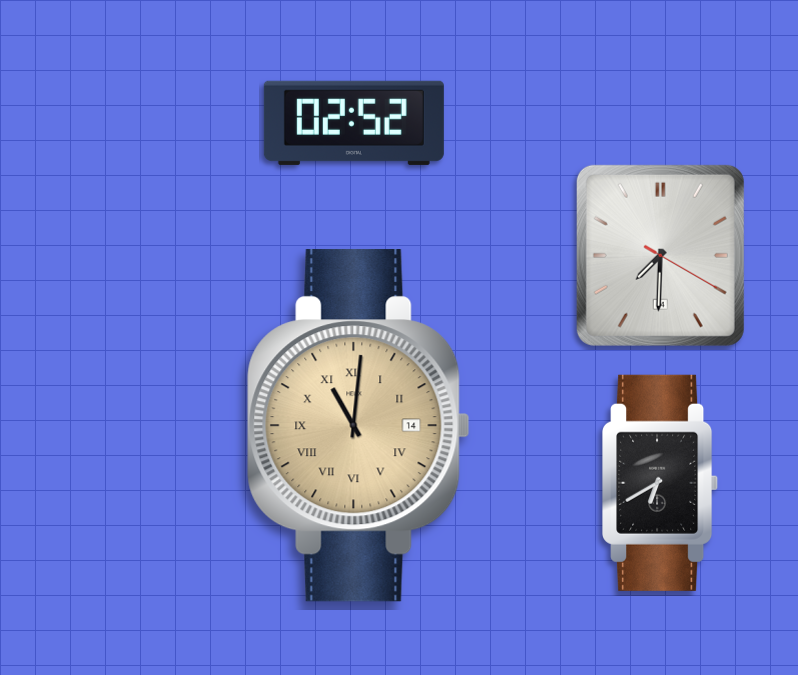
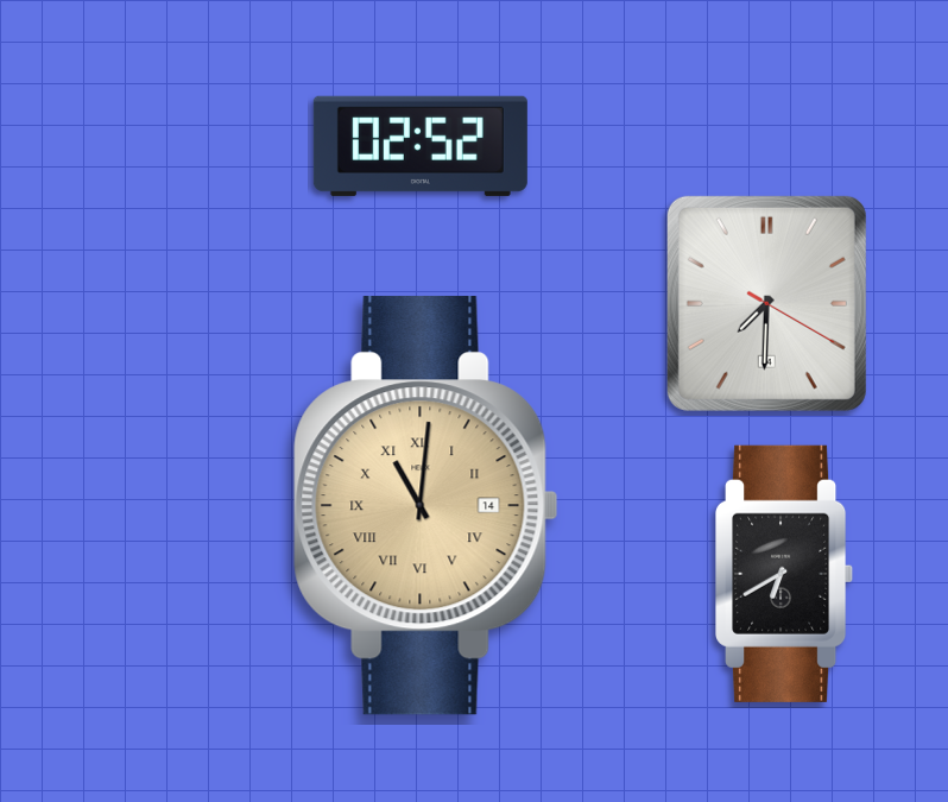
clock at (660, 255) position: (660, 255) -> (766, 303)
